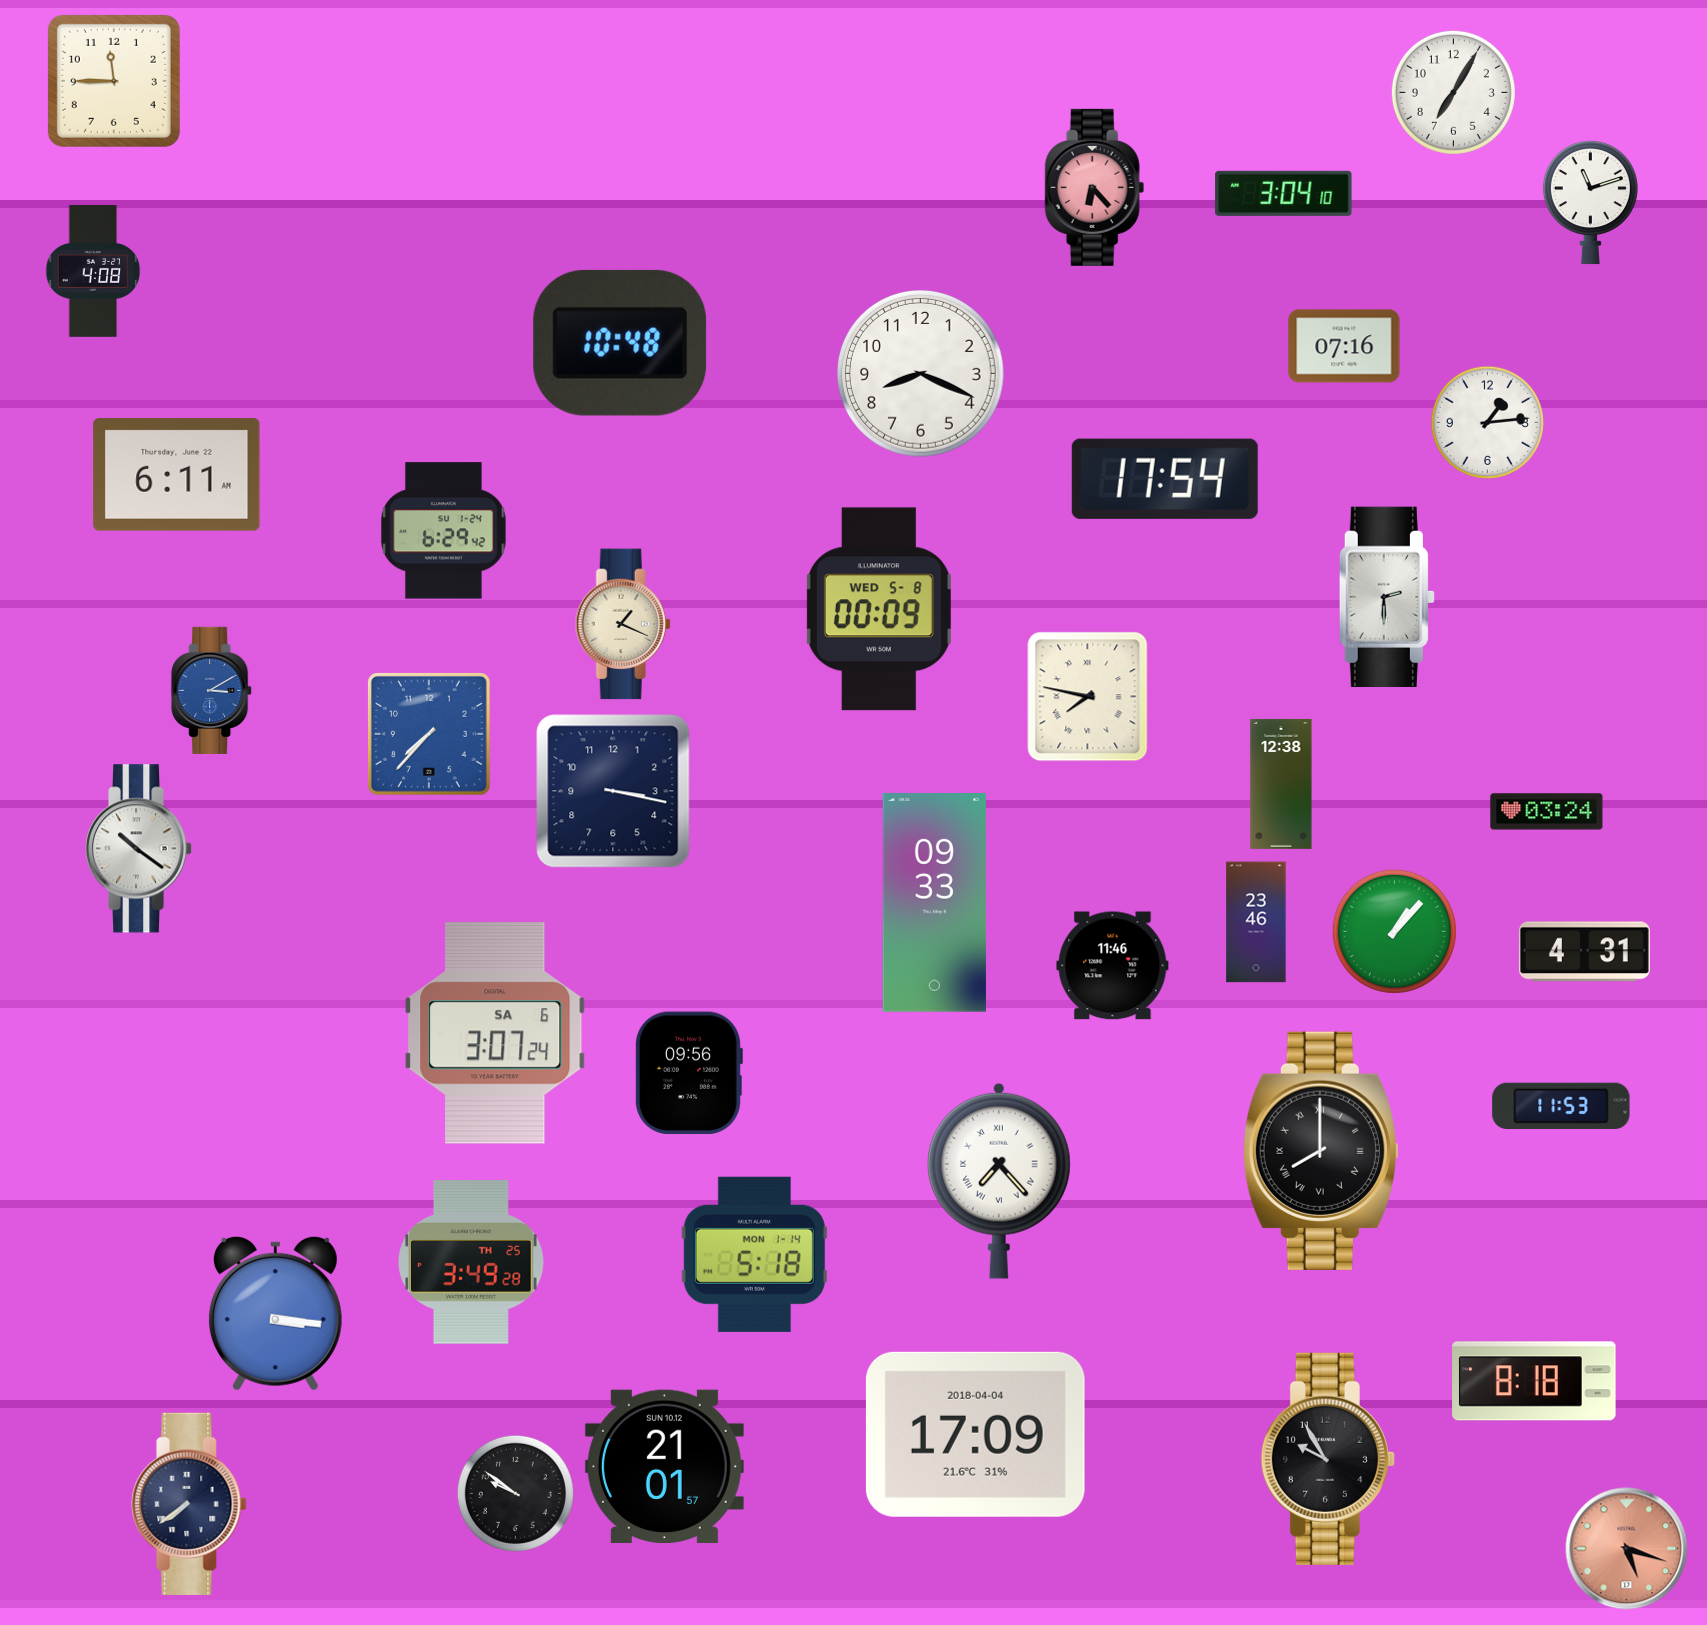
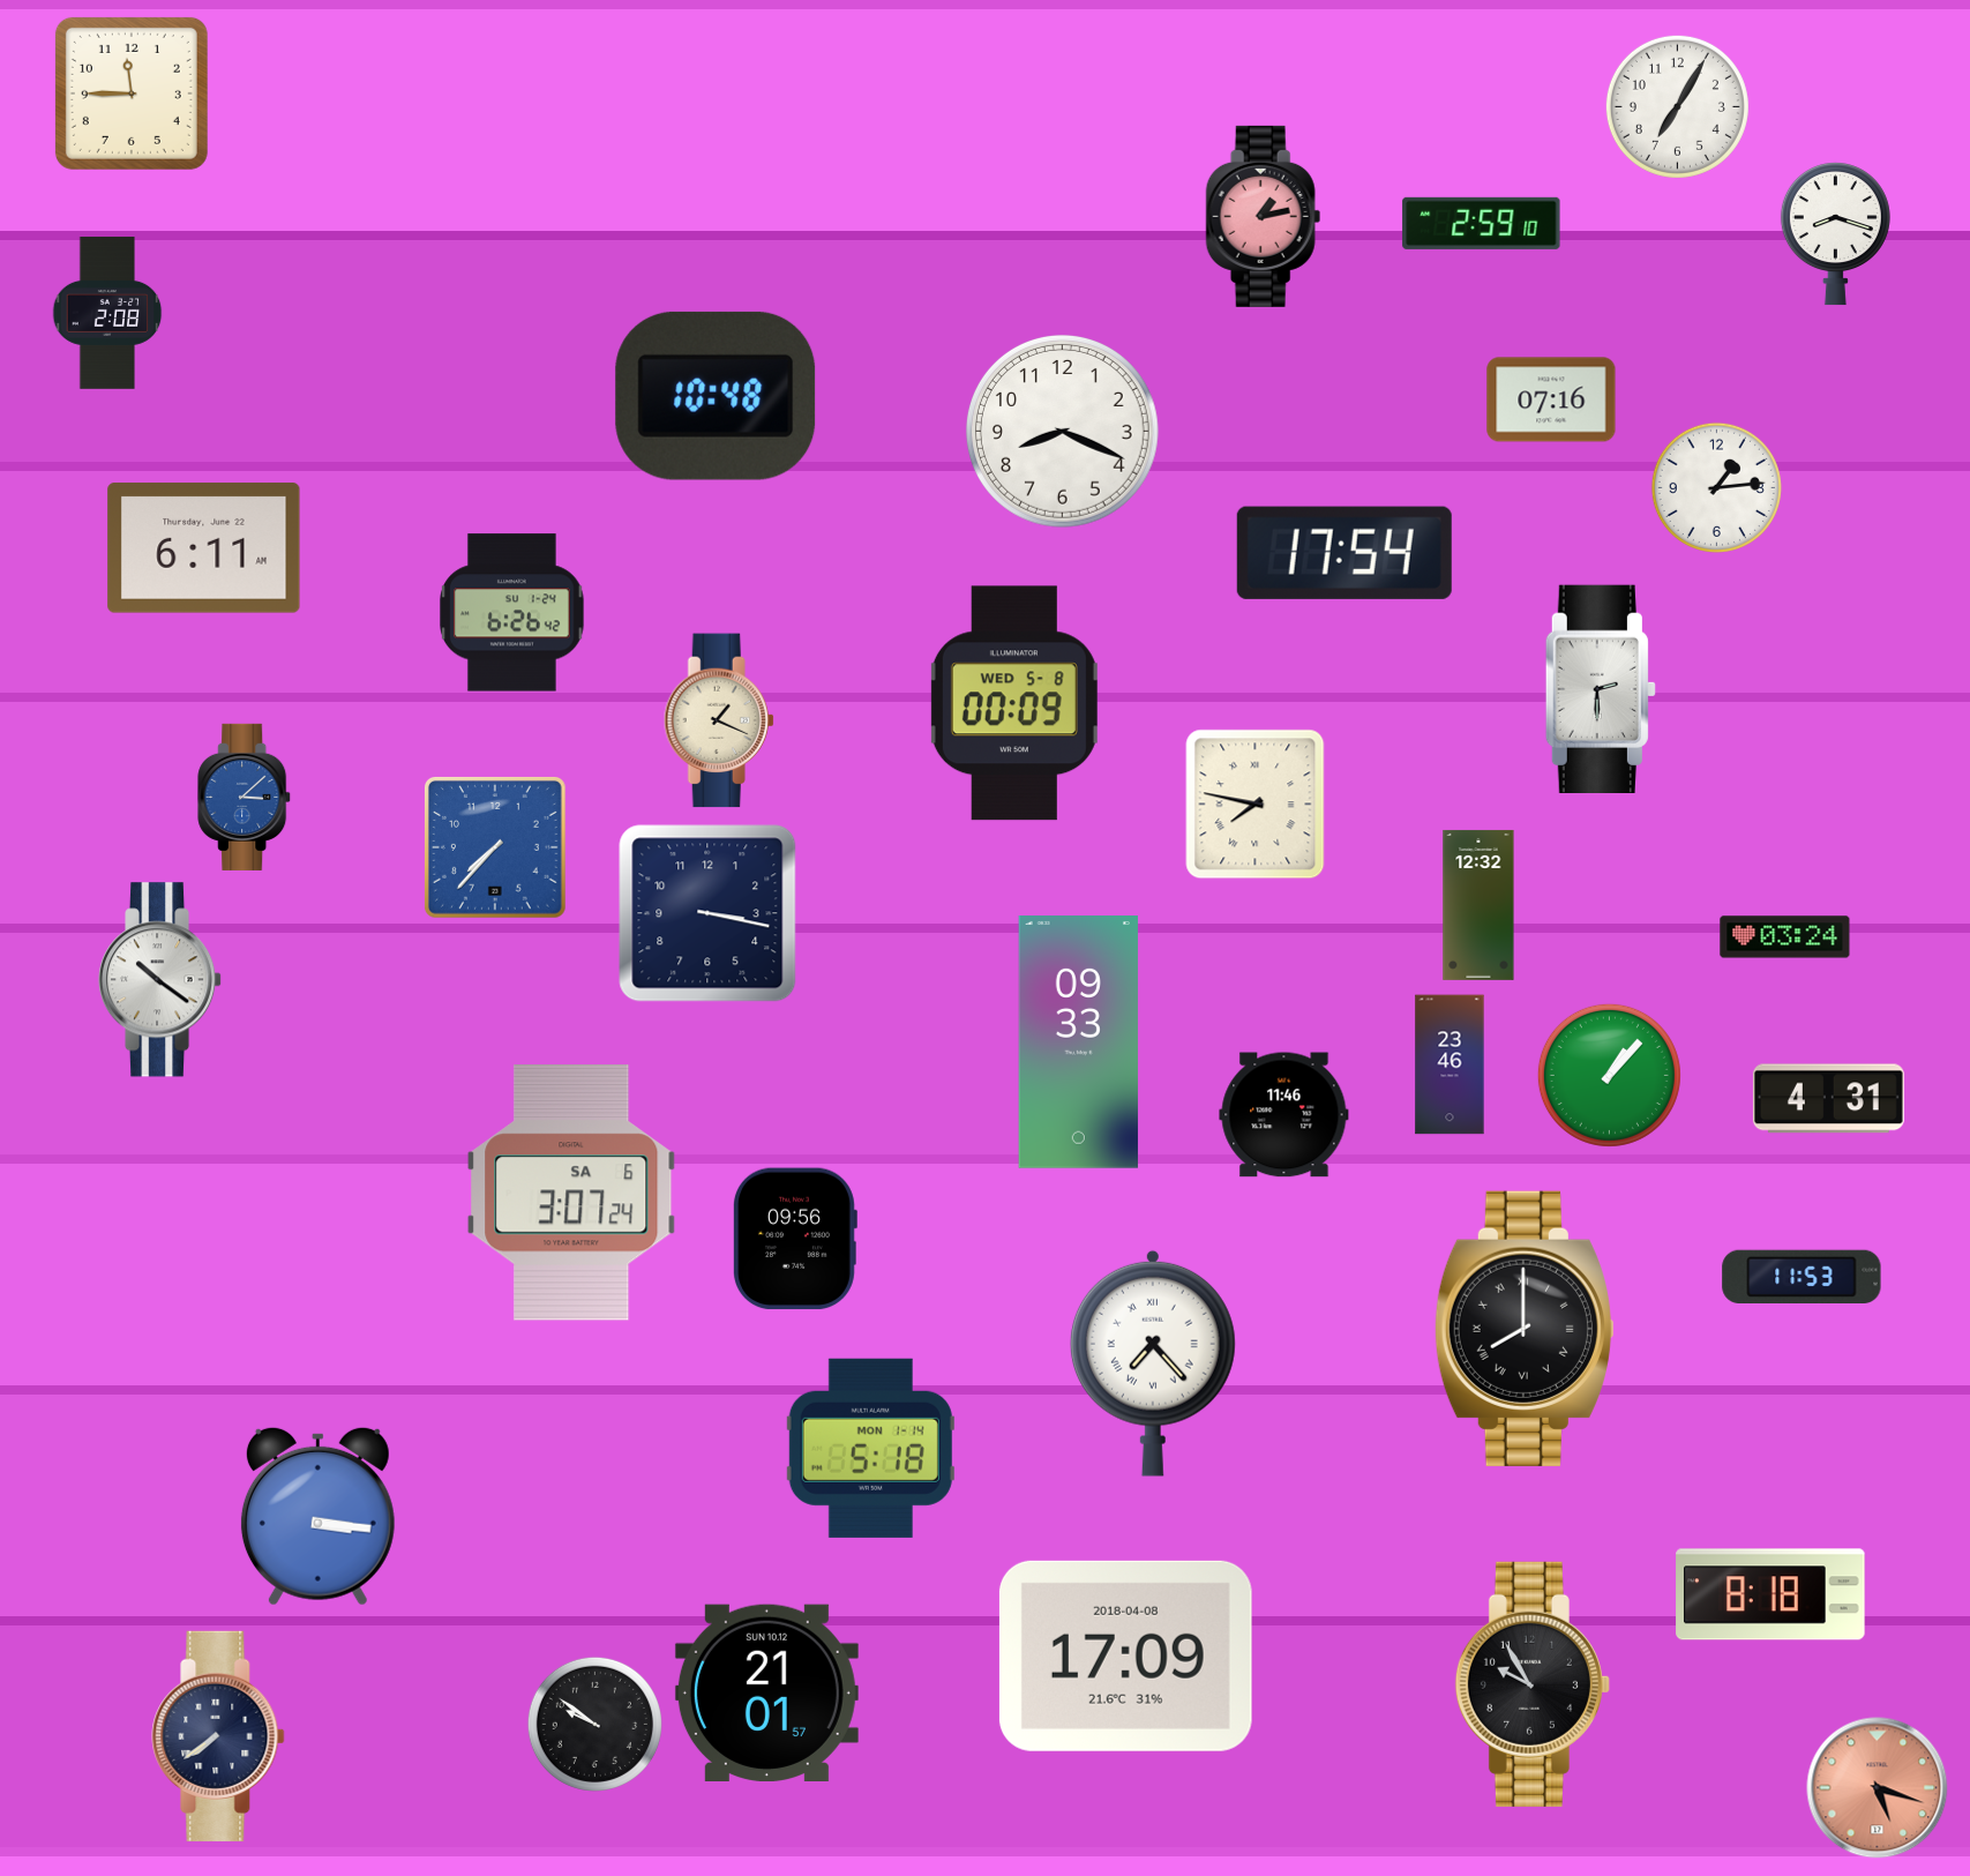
clock at (1095, 187): 6:23 -> 1:13
clock at (1284, 193): 3:04 -> 2:59
clock at (1590, 203): 11:12 -> 8:18
clock at (93, 271): 4:08 -> 2:08
clock at (444, 531): 6:29 -> 6:26
clock at (212, 690): 3:10 -> 3:08
clock at (1281, 784): 12:38 -> 12:32
clock at (471, 1262): 3:49 -> none
clock at (975, 1434) date: 2018-04-04 -> 2018-04-08
